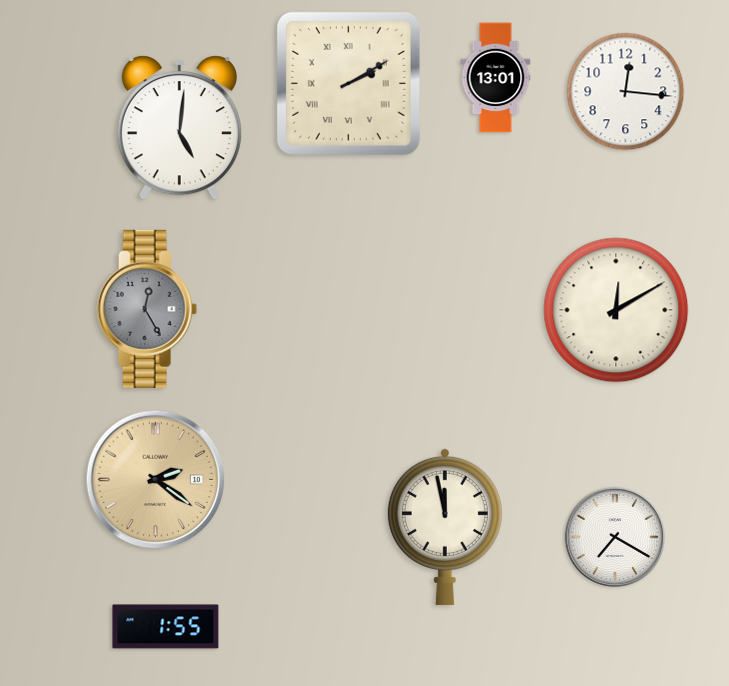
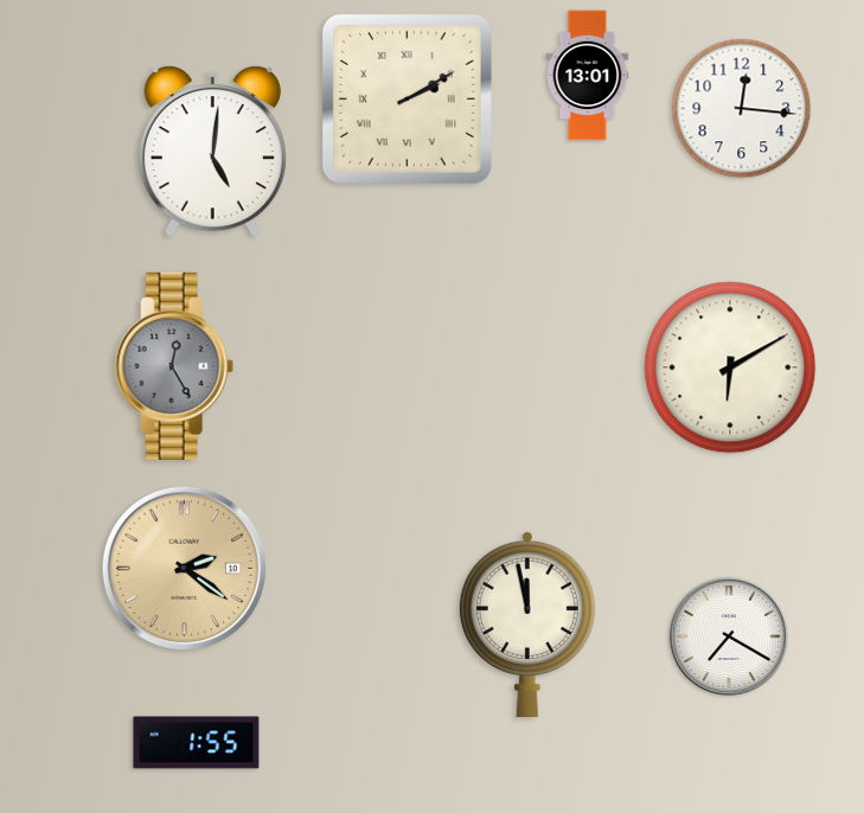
clock at (496, 78) position: (496, 78) -> (588, 76)
clock at (348, 83) position: (348, 83) -> (407, 98)
clock at (616, 310): 12:10 -> 6:10
